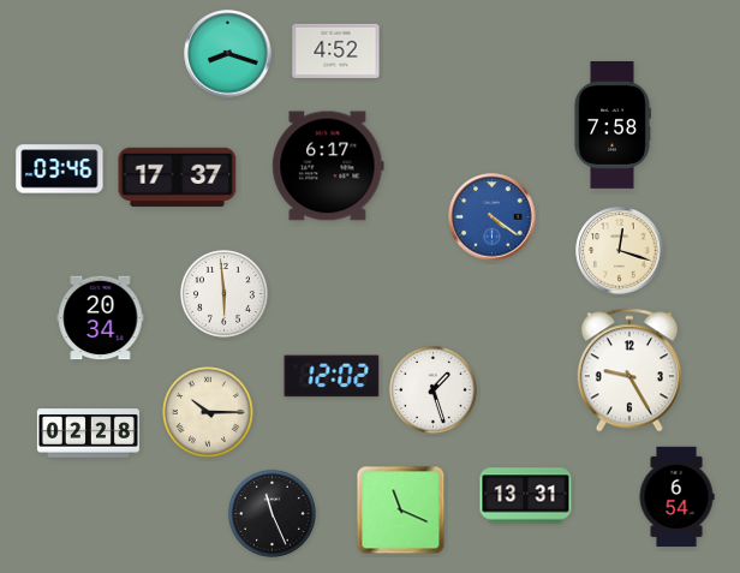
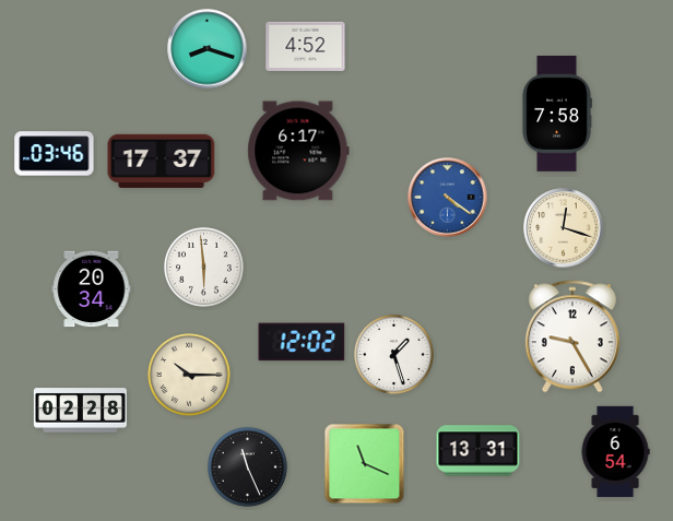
clock at (88, 434) position: (88, 434) -> (80, 411)
